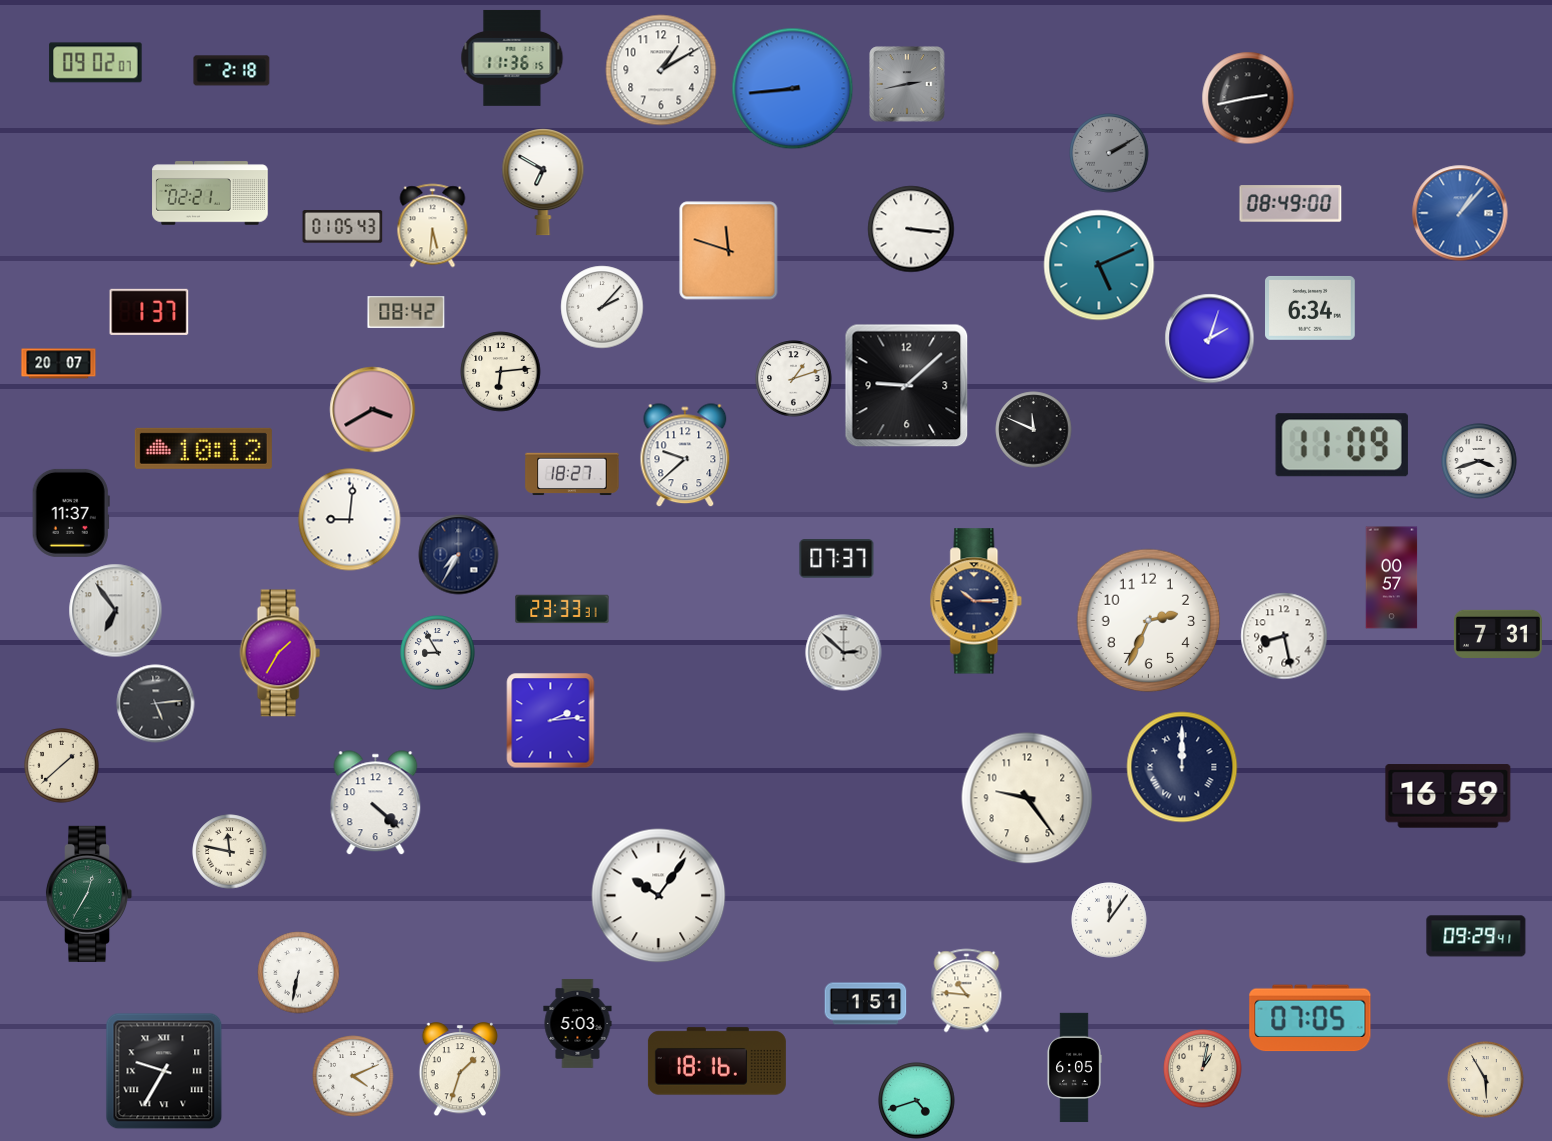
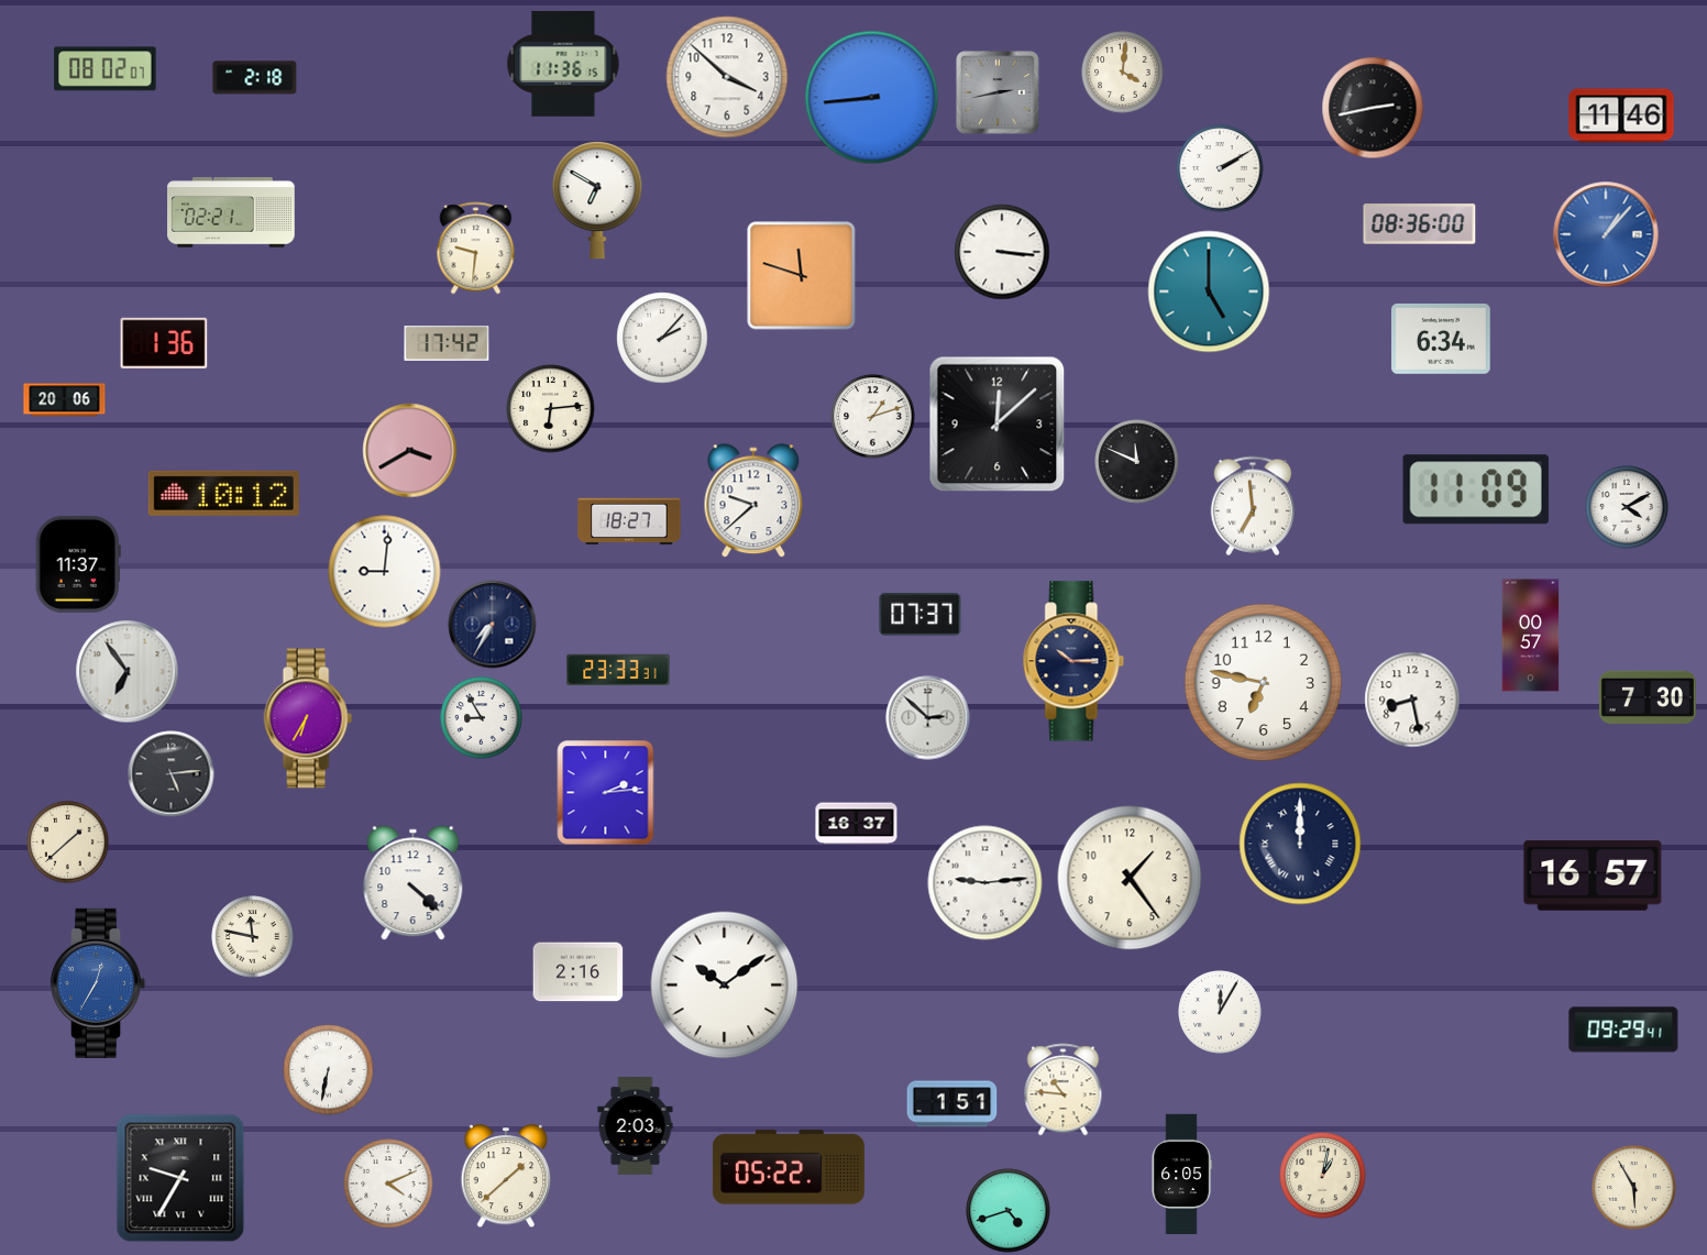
clock at (96, 63): 09:02 -> 08:02
clock at (1123, 73): none -> 4:01
clock at (661, 70): 1:10 -> 3:52
clock at (1621, 115): none -> 11:46
clock at (1109, 153) dial: grey -> white
clock at (1291, 204): 08:49 -> 08:36
clock at (433, 226): 5:31 -> 9:31
clock at (343, 227): 01:05 -> none
clock at (1099, 265): 5:11 -> 5:00
clock at (149, 312): 1:37 -> 1:36
clock at (406, 313): 08:42 -> 17:42
clock at (1210, 339): 2:03 -> none
clock at (59, 364): 20:07 -> 20:06
clock at (907, 386): 9:08 -> 12:08
clock at (1034, 430) position: (1034, 430) -> (1137, 462)
clock at (1253, 506): none -> 6:59
clock at (1479, 461): 3:42 -> 4:10
clock at (459, 555) position: (459, 555) -> (493, 625)
clock at (1149, 621): 2:34 -> 6:47
clock at (1498, 634): 7:31 -> 7:30
clock at (280, 653): 1:35 -> 6:35
clock at (857, 824): none -> 16:37
clock at (1448, 796): 16:59 -> 16:57
clock at (1027, 798): 9:24 -> 1:24
clock at (985, 883): none -> 9:14
clock at (579, 972): none -> 2:16
clock at (89, 894) dial: green -> blue
clock at (659, 896): 10:06 -> 10:09
clock at (1109, 920): 12:06 -> 12:05
clock at (1310, 1018): 07:05 -> none
clock at (578, 1024): 5:03 -> 2:03
clock at (717, 1061): 18:16 -> 05:22
clock at (460, 1070): 1:33 -> 1:38
